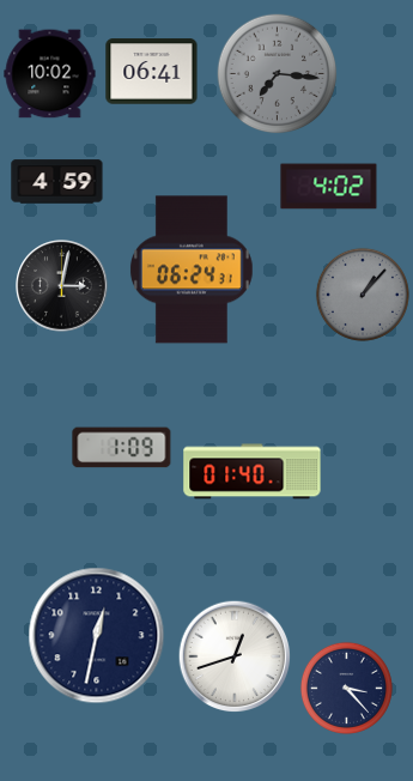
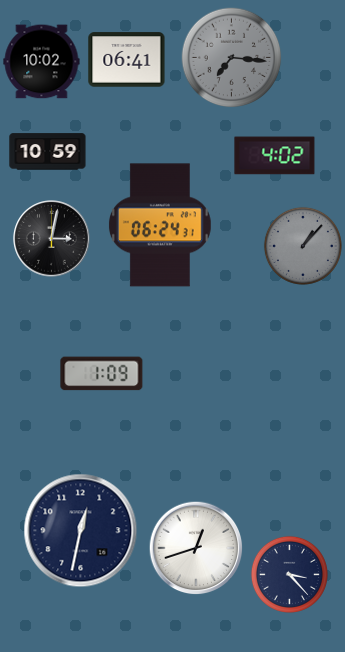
clock at (278, 74) position: (278, 74) -> (232, 58)
clock at (57, 182): 4:59 -> 10:59
clock at (253, 472): 01:40 -> none
